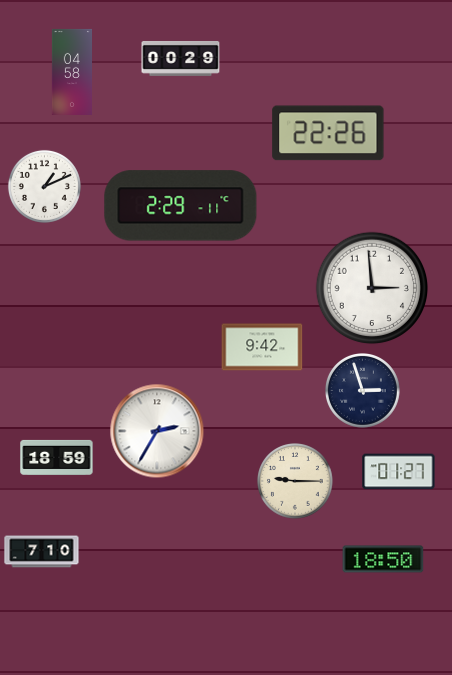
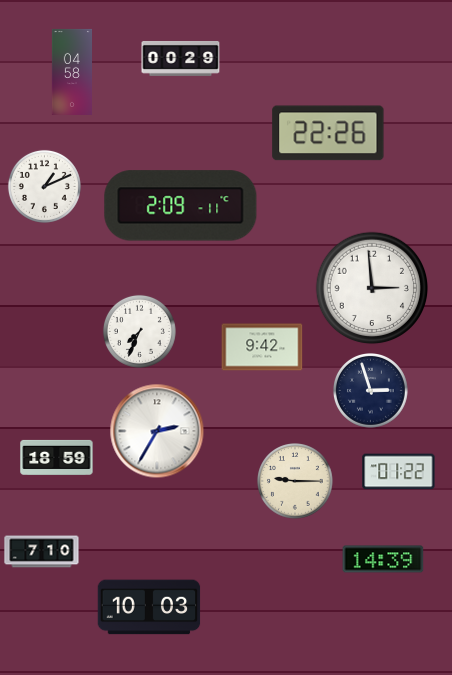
clock at (181, 206): 2:29 -> 2:09
clock at (139, 331): none -> 7:34
clock at (363, 391) position: (363, 391) -> (371, 391)
clock at (399, 472): 01:27 -> 01:22
clock at (383, 559): 18:50 -> 14:39
clock at (149, 607): none -> 10:03
